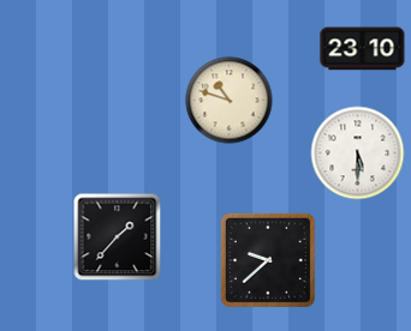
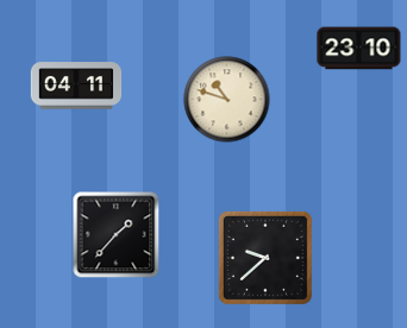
clock at (76, 86): none -> 04:11
clock at (358, 154): 5:30 -> none
